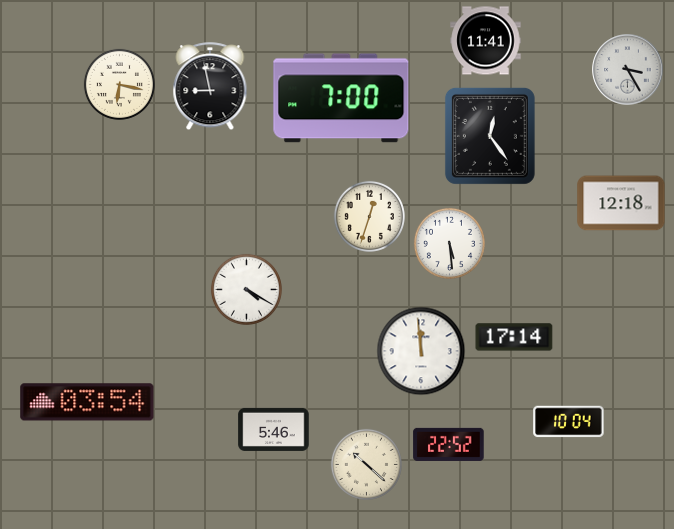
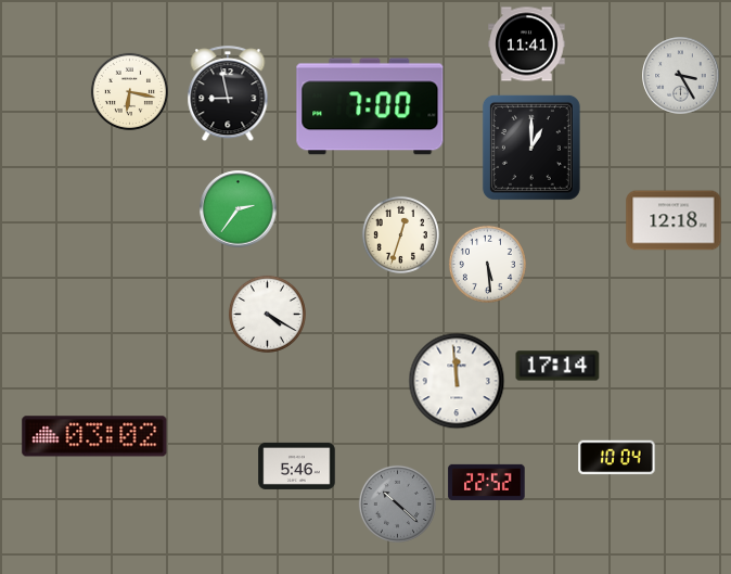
clock at (490, 136): 12:24 -> 1:00
clock at (239, 209): none -> 2:36
clock at (87, 402): 03:54 -> 03:02
clock at (366, 464) dial: cream -> grey
